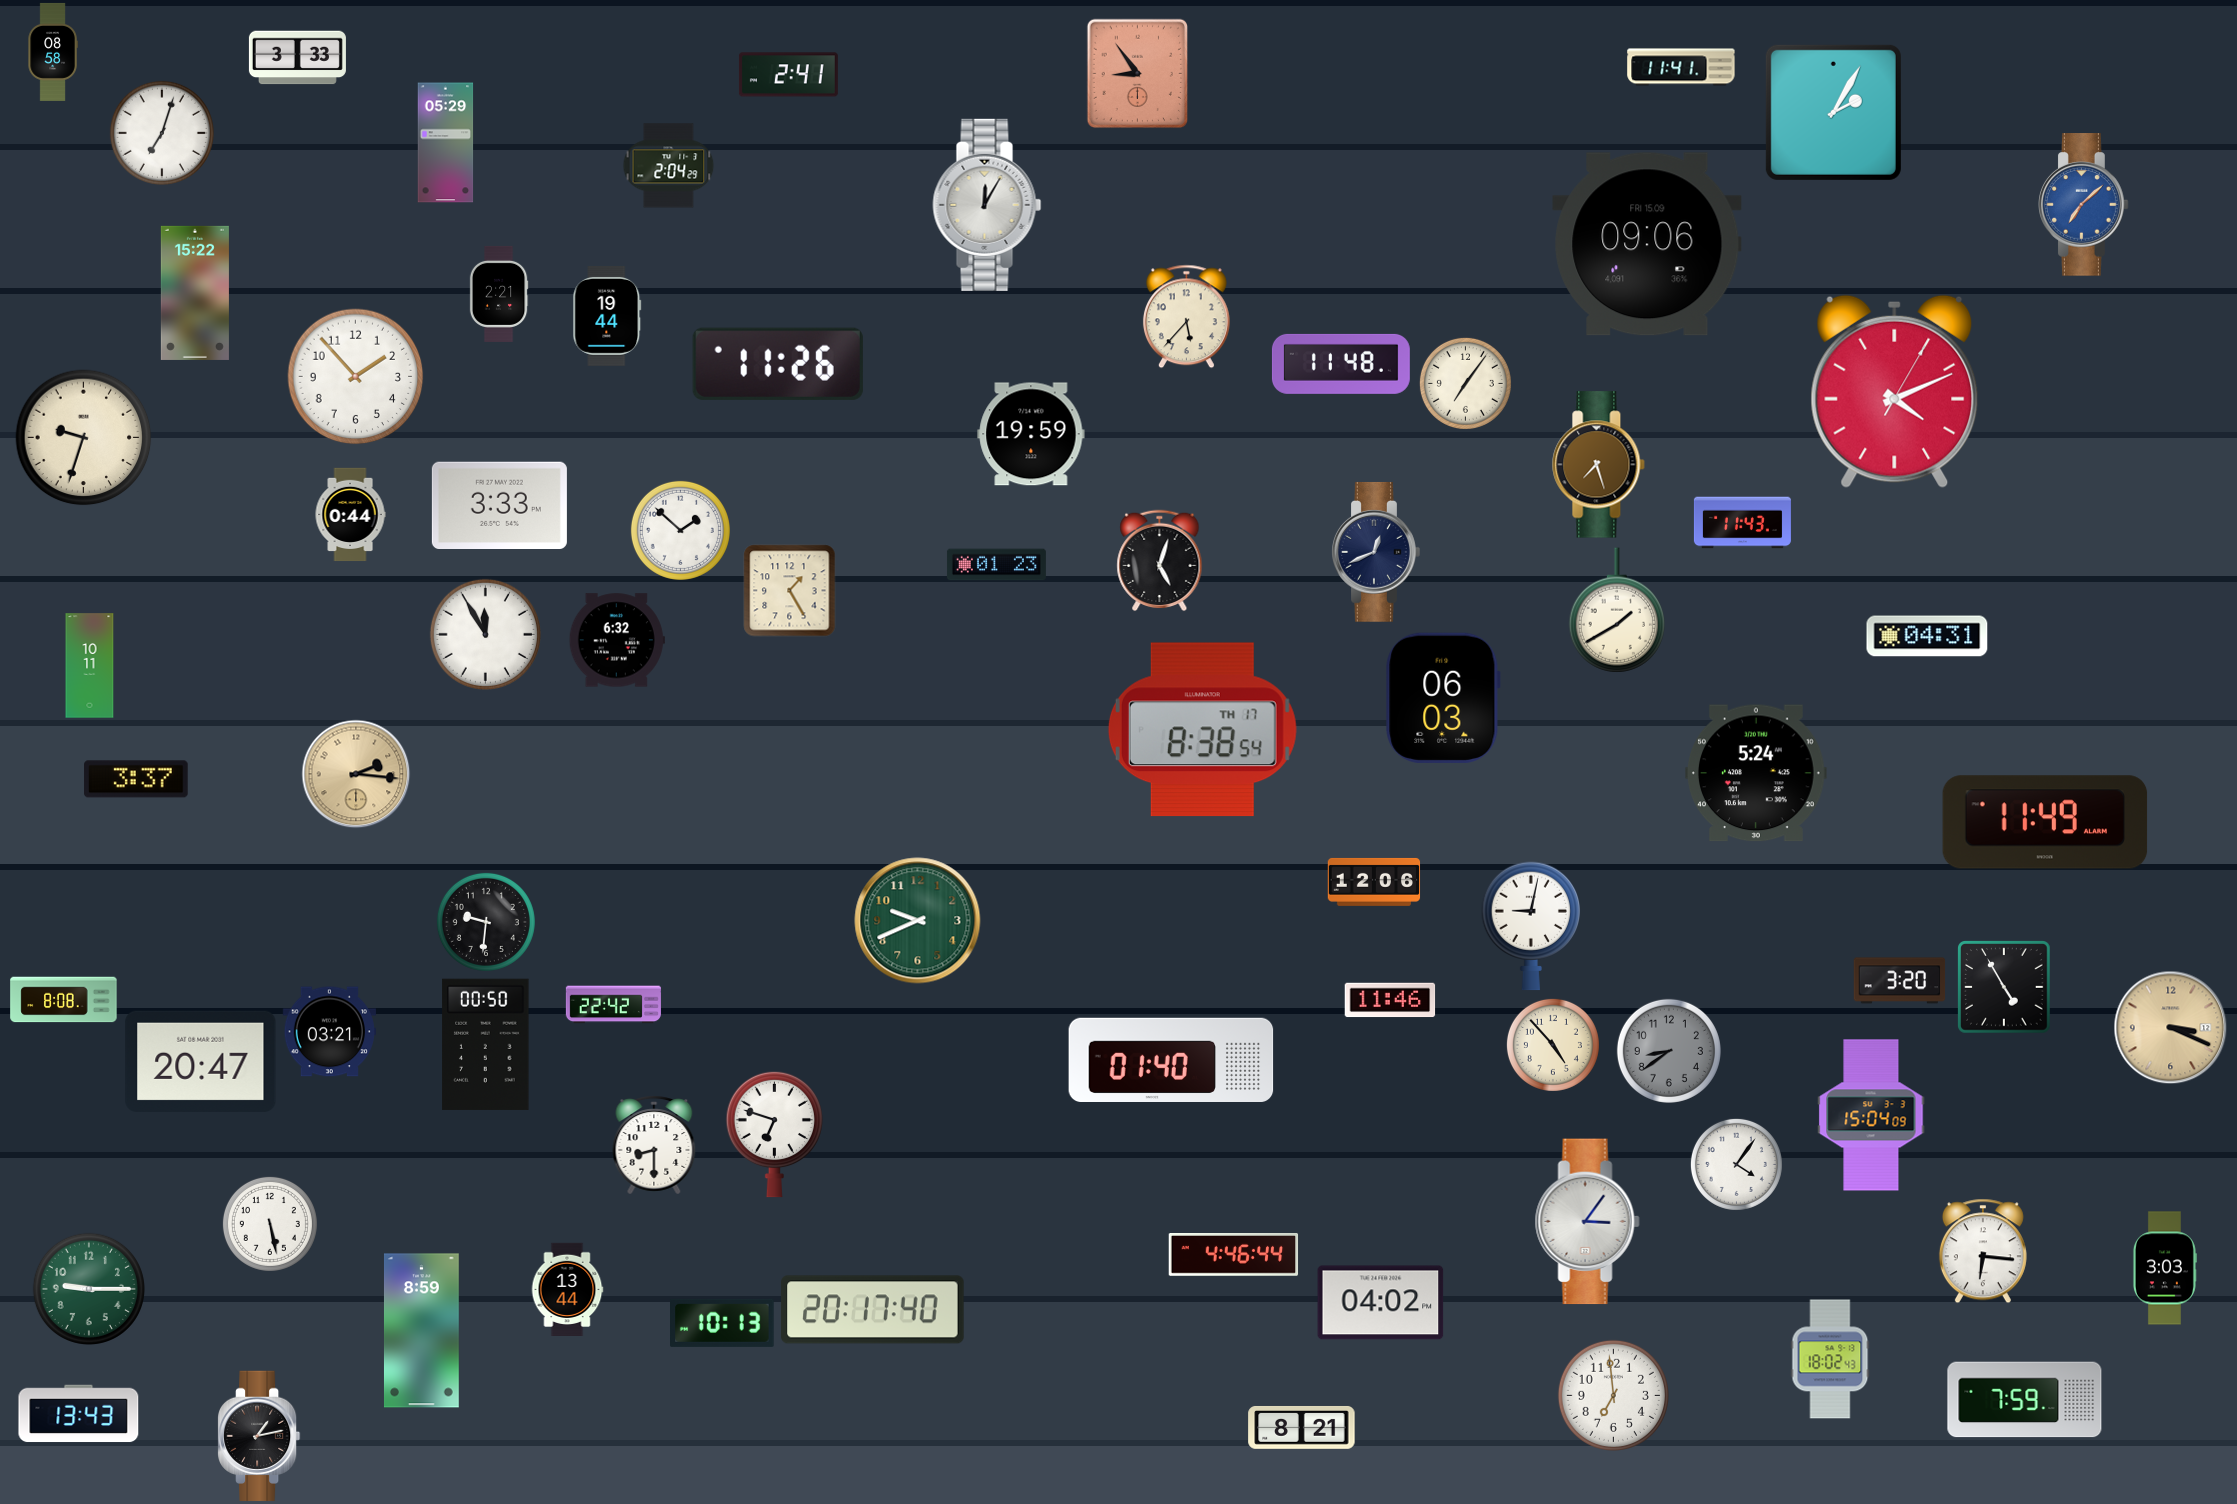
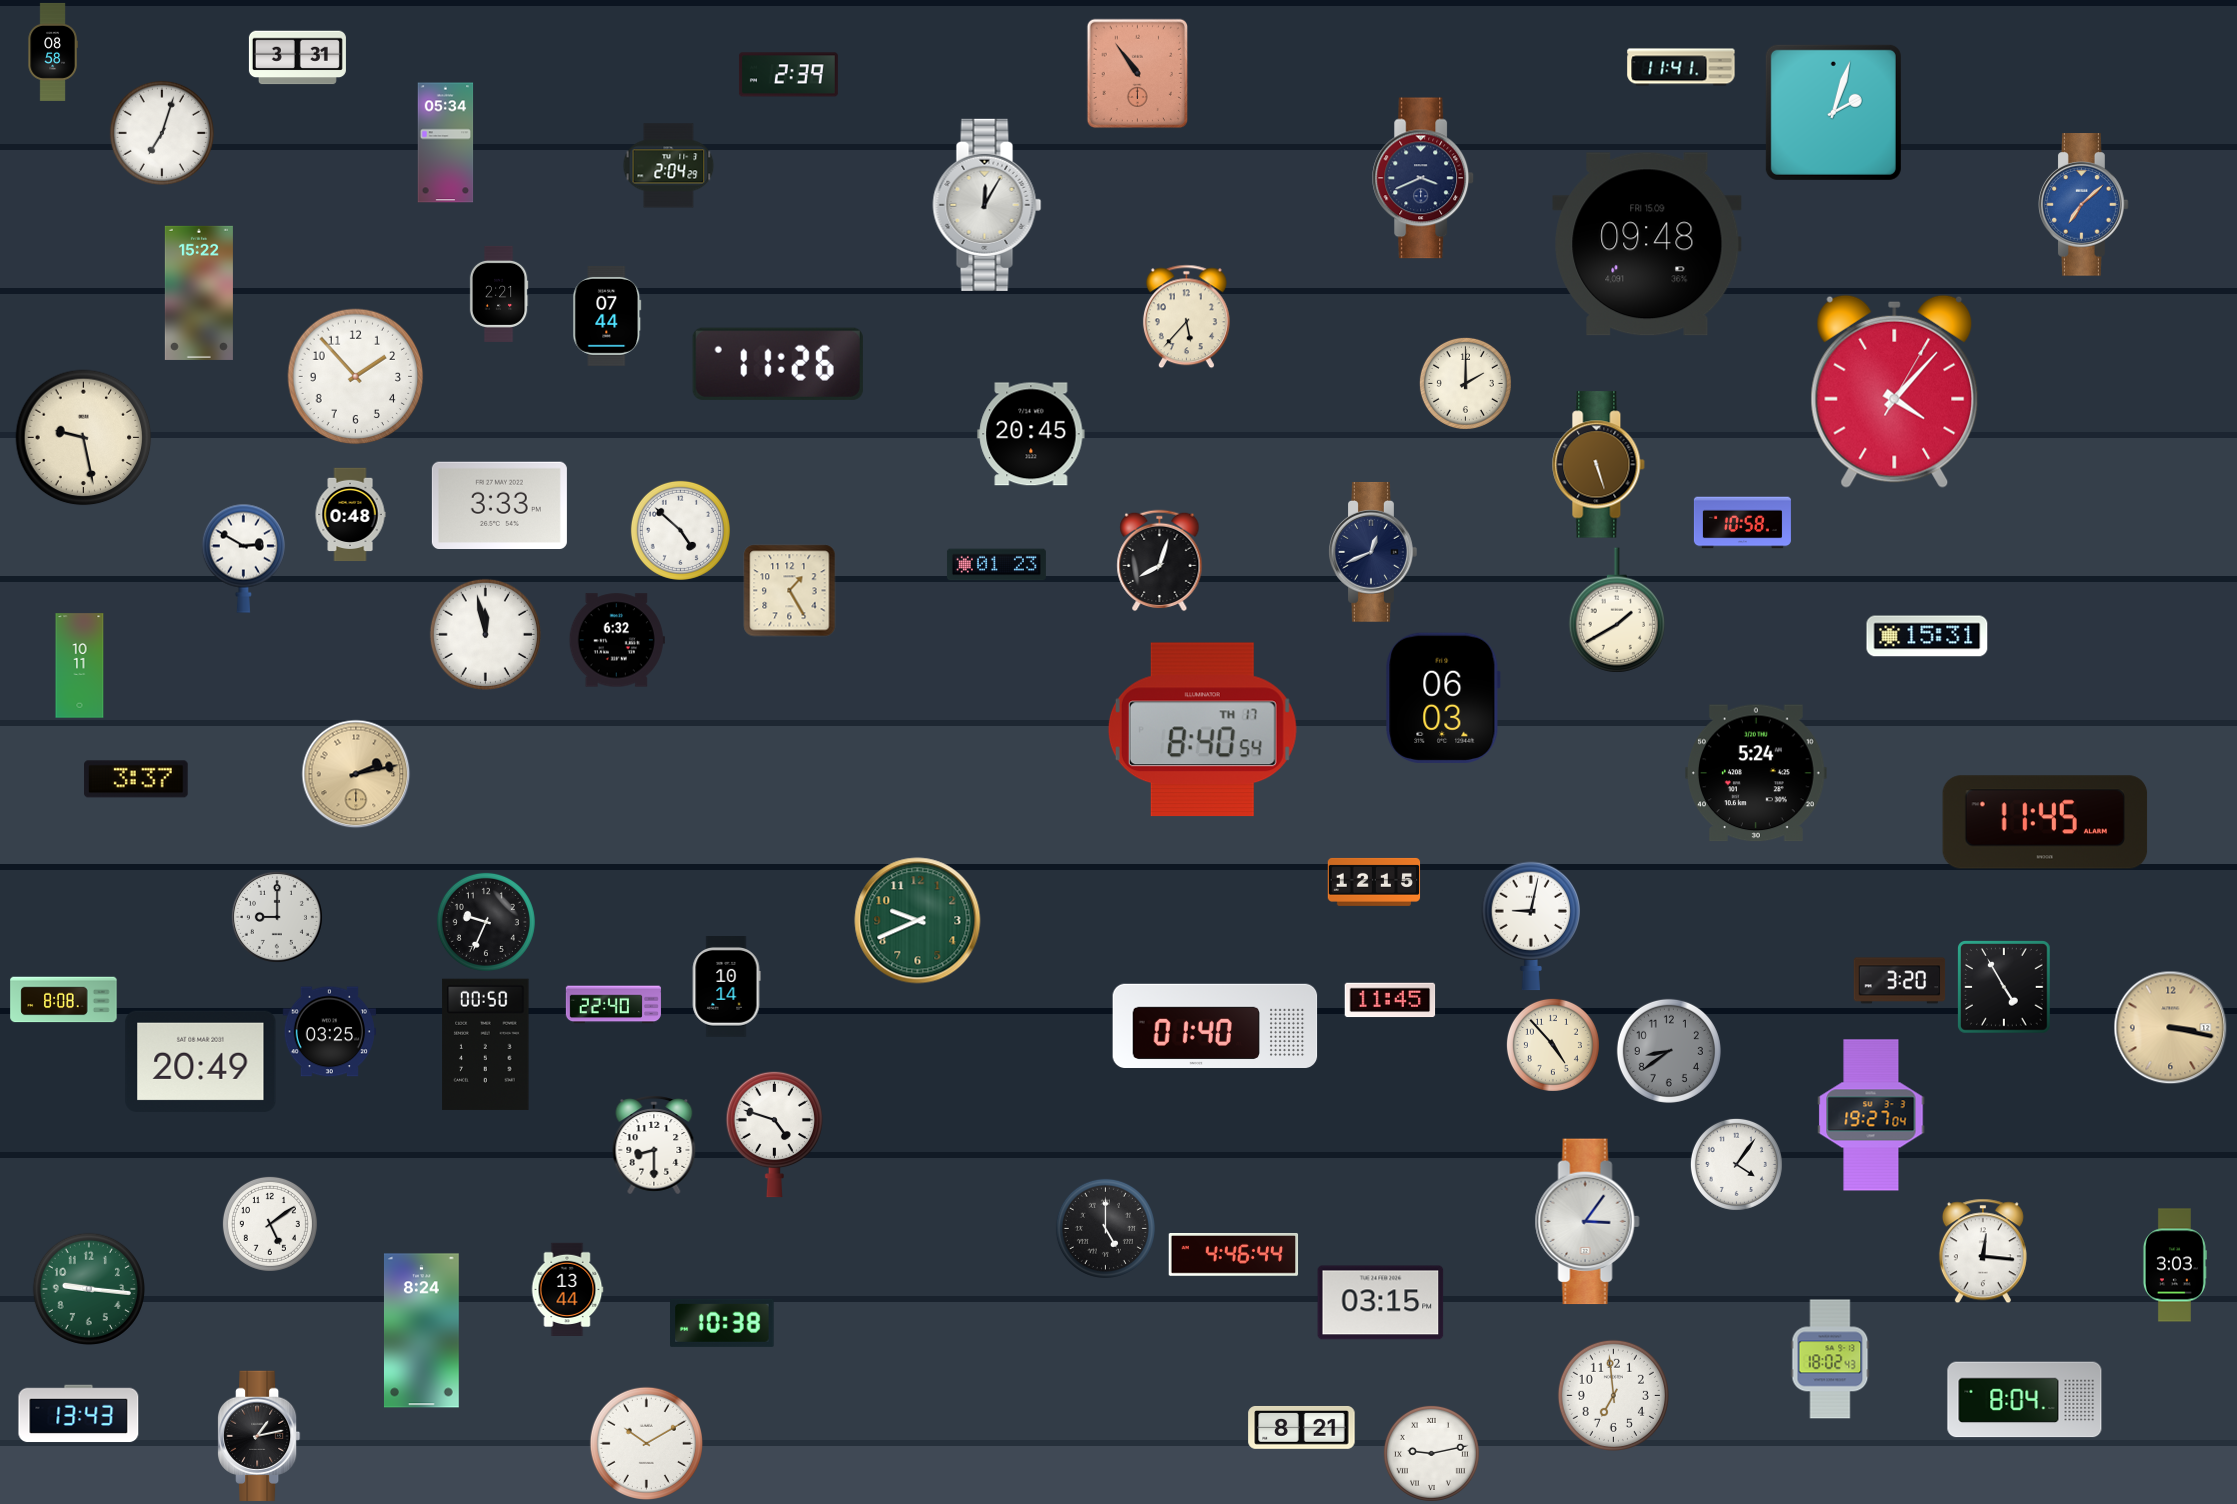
clock at (297, 58): 3:33 -> 3:31
clock at (1137, 74): 8:54 -> 10:54
clock at (788, 75): 2:41 -> 2:39
clock at (1833, 112): 2:05 -> 2:03
clock at (446, 143): 05:29 -> 05:34
clock at (1424, 178): none -> 3:41
clock at (1647, 244): 09:06 -> 09:48
clock at (195, 293) position: (195, 293) -> (199, 293)
clock at (607, 316): 19:44 -> 07:44
clock at (1341, 364): 11:48 -> none
clock at (1465, 383): 7:06 -> 2:00
clock at (1895, 391): 4:11 -> 4:07
clock at (1031, 434): 19:59 -> 20:45
clock at (84, 438): 9:33 -> 9:28
clock at (1599, 465): 7:27 -> 5:27
clock at (350, 515): 0:44 -> 0:48
clock at (1742, 523): 11:43 -> 10:58
clock at (680, 530): 1:52 -> 4:52
clock at (1376, 552) position: (1376, 552) -> (1373, 552)
clock at (243, 558): none -> 2:50
clock at (1160, 561): 5:03 -> 8:03
clock at (485, 634): 11:55 -> 11:58
clock at (1927, 636): 04:31 -> 15:31
clock at (90, 666) position: (90, 666) -> (80, 666)
clock at (1202, 730): 8:38 -> 8:40
clock at (356, 774): 2:16 -> 2:13
clock at (2045, 822): 11:49 -> 11:45
clock at (1374, 882): 12:06 -> 12:15
clock at (277, 917): none -> 9:00
clock at (486, 922): 9:31 -> 9:34
clock at (726, 987): none -> 10:14
clock at (1390, 1000): 11:46 -> 11:45
clock at (613, 1005): 22:42 -> 22:40
clock at (2171, 1028): 3:19 -> 3:17
clock at (329, 1032): 03:21 -> 03:25
clock at (1171, 1059) position: (1171, 1059) -> (1215, 1025)
clock at (201, 1061): 20:47 -> 20:49
clock at (1871, 1115): 15:04 -> 19:27
clock at (774, 1134): 6:48 -> 4:48
clock at (270, 1224): 5:28 -> 5:09
clock at (1105, 1228): none -> 5:00
clock at (1983, 1251): 6:16 -> 12:16
clock at (2164, 1268) position: (2164, 1268) -> (2174, 1265)
clock at (89, 1289): 9:15 -> 9:16
clock at (1381, 1303): 04:02 -> 03:15
clock at (873, 1310): 20:17 -> none
clock at (722, 1323): 10:13 -> 10:38
clock at (422, 1331): 8:59 -> 8:24
clock at (2025, 1400): 7:59 -> 8:04
clock at (646, 1443): none -> 10:10
clock at (1431, 1453): none -> 9:13
